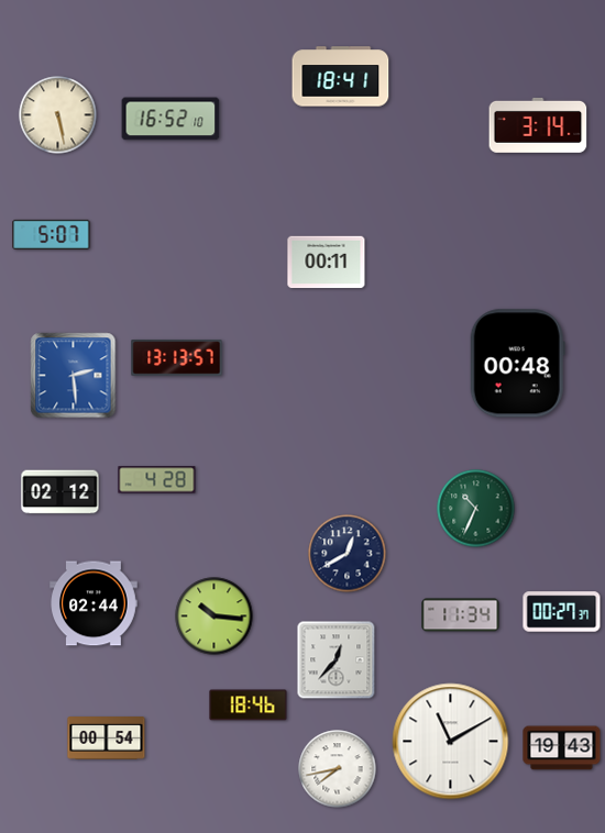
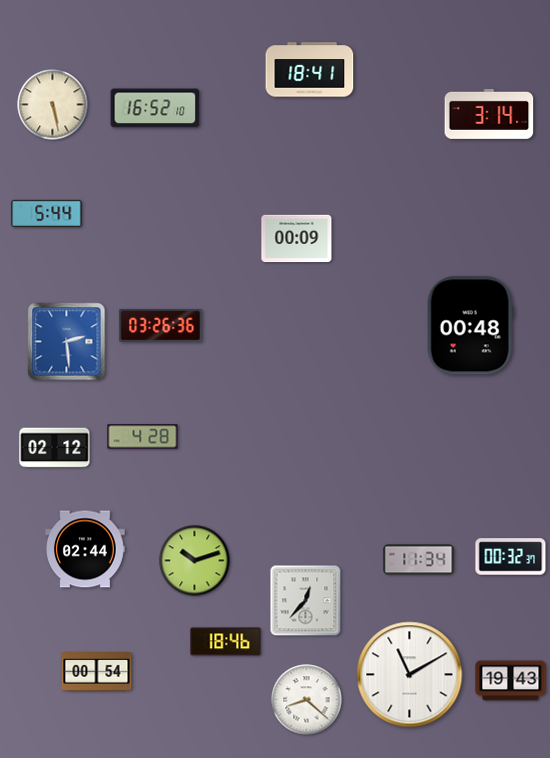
clock at (52, 234): 5:07 -> 5:44
clock at (327, 263): 00:11 -> 00:09
clock at (177, 358): 13:13 -> 03:26
clock at (517, 364) position: (517, 364) -> (470, 326)
clock at (476, 509): 10:34 -> none
clock at (348, 554): 12:40 -> none
clock at (562, 612): 00:27 -> 00:32
clock at (215, 617): 10:16 -> 10:12
clock at (338, 769): 7:43 -> 8:22
